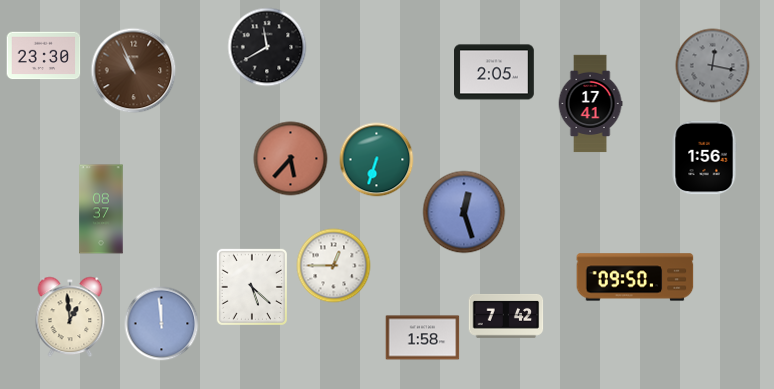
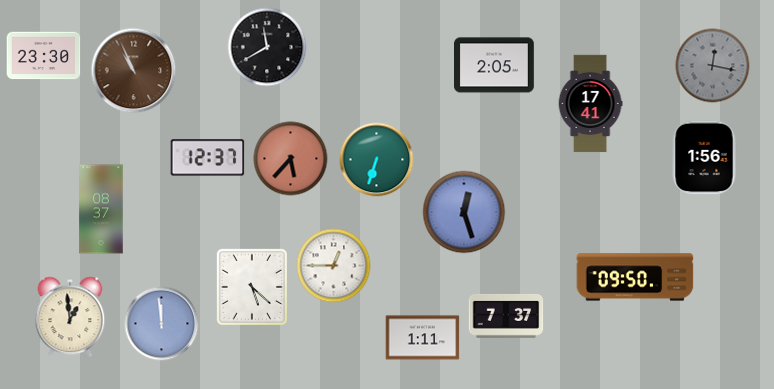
clock at (495, 72) position: (495, 72) -> (495, 65)
clock at (208, 158): none -> 12:37
clock at (506, 316): 7:42 -> 7:37
clock at (423, 338): 1:58 -> 1:11
